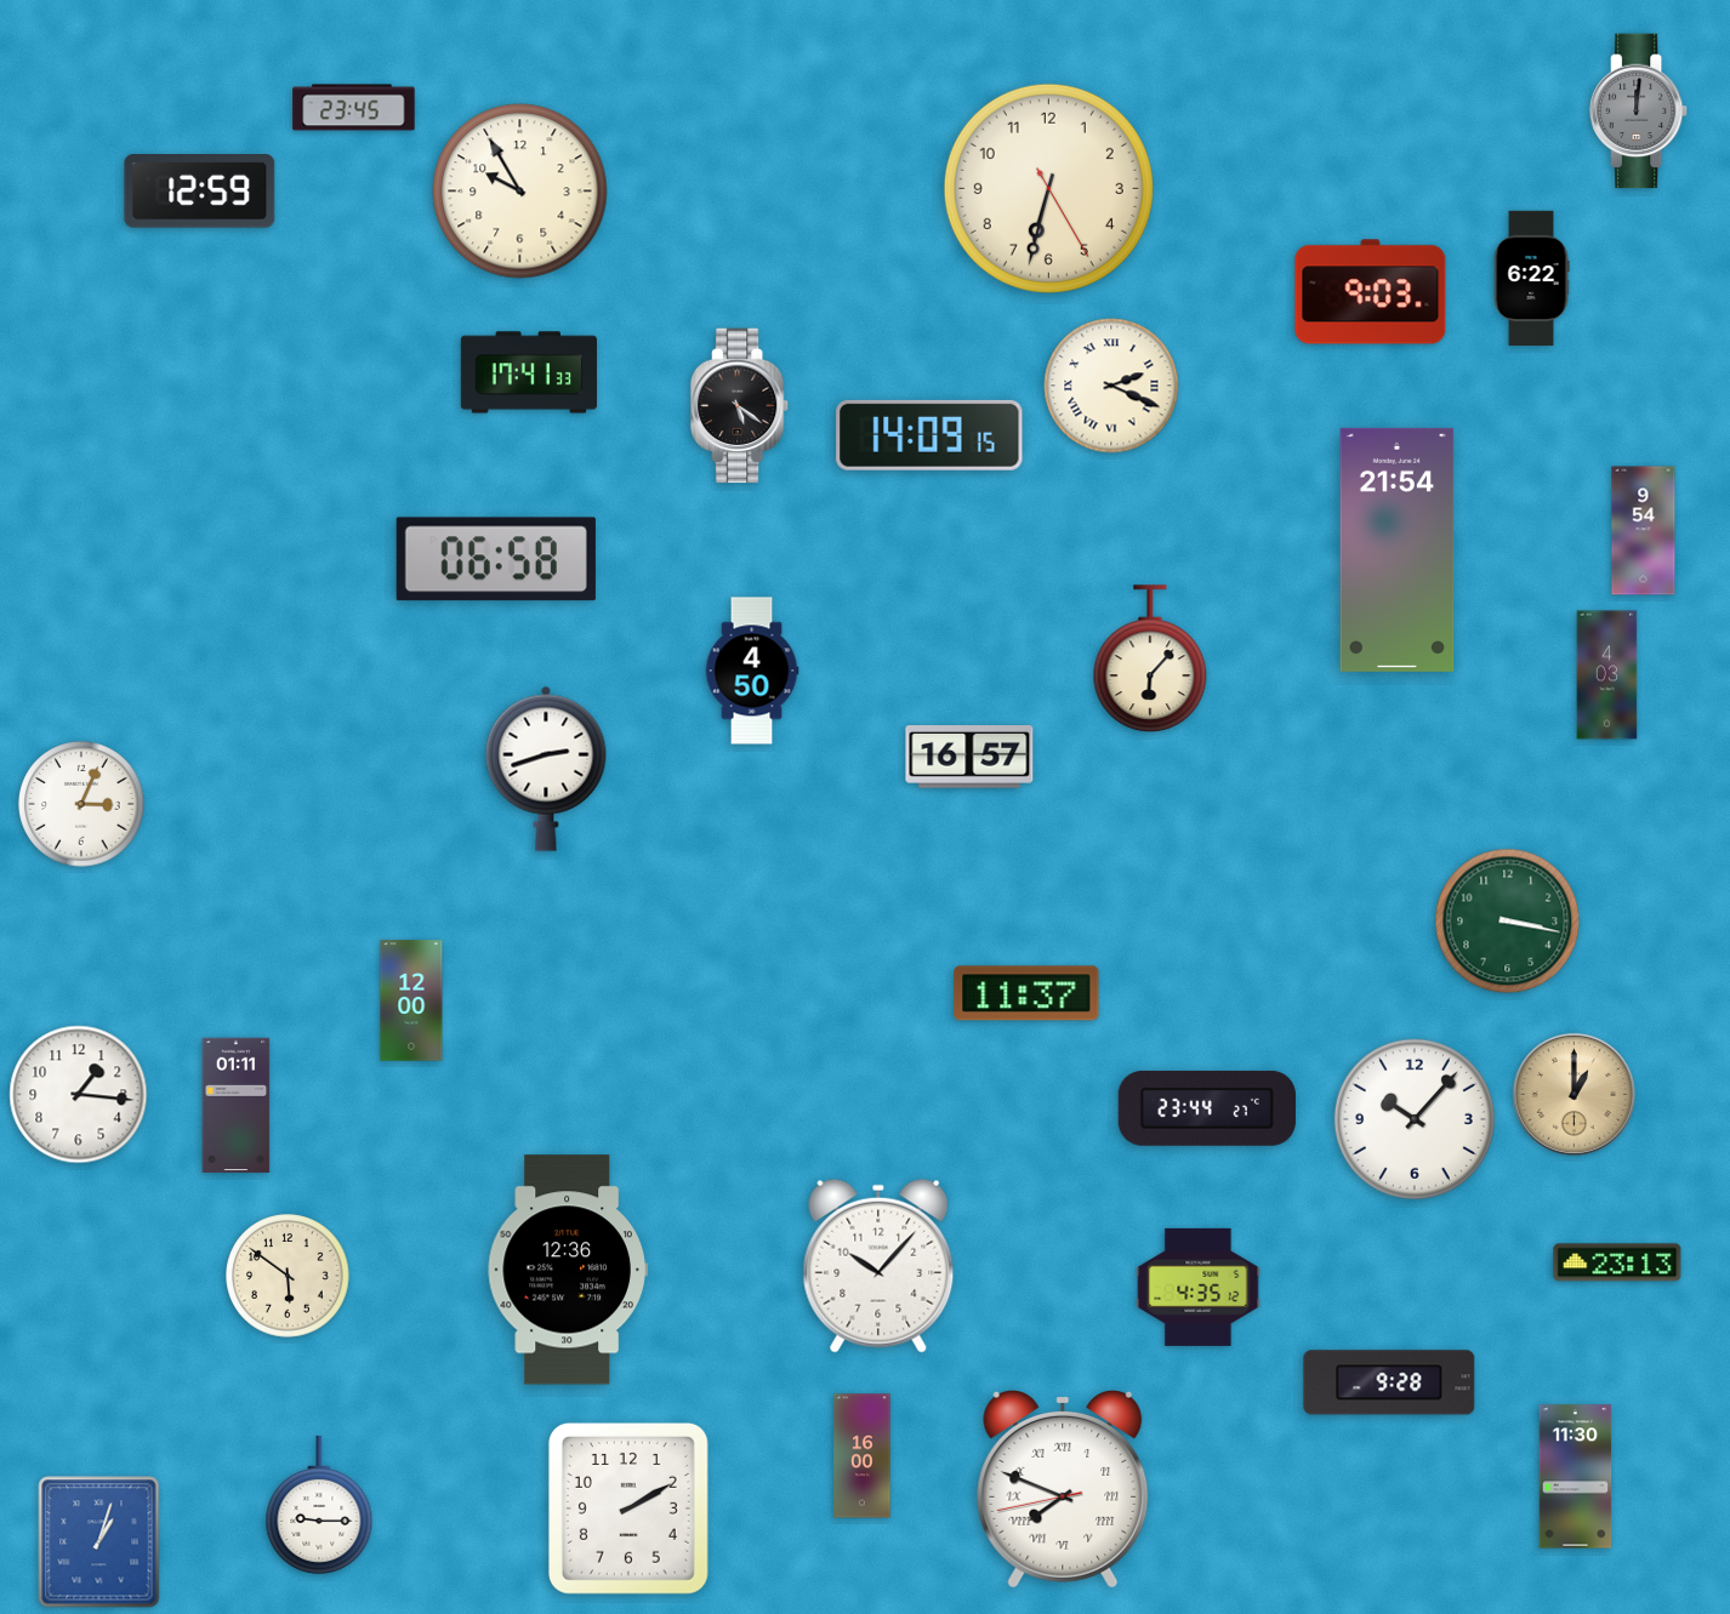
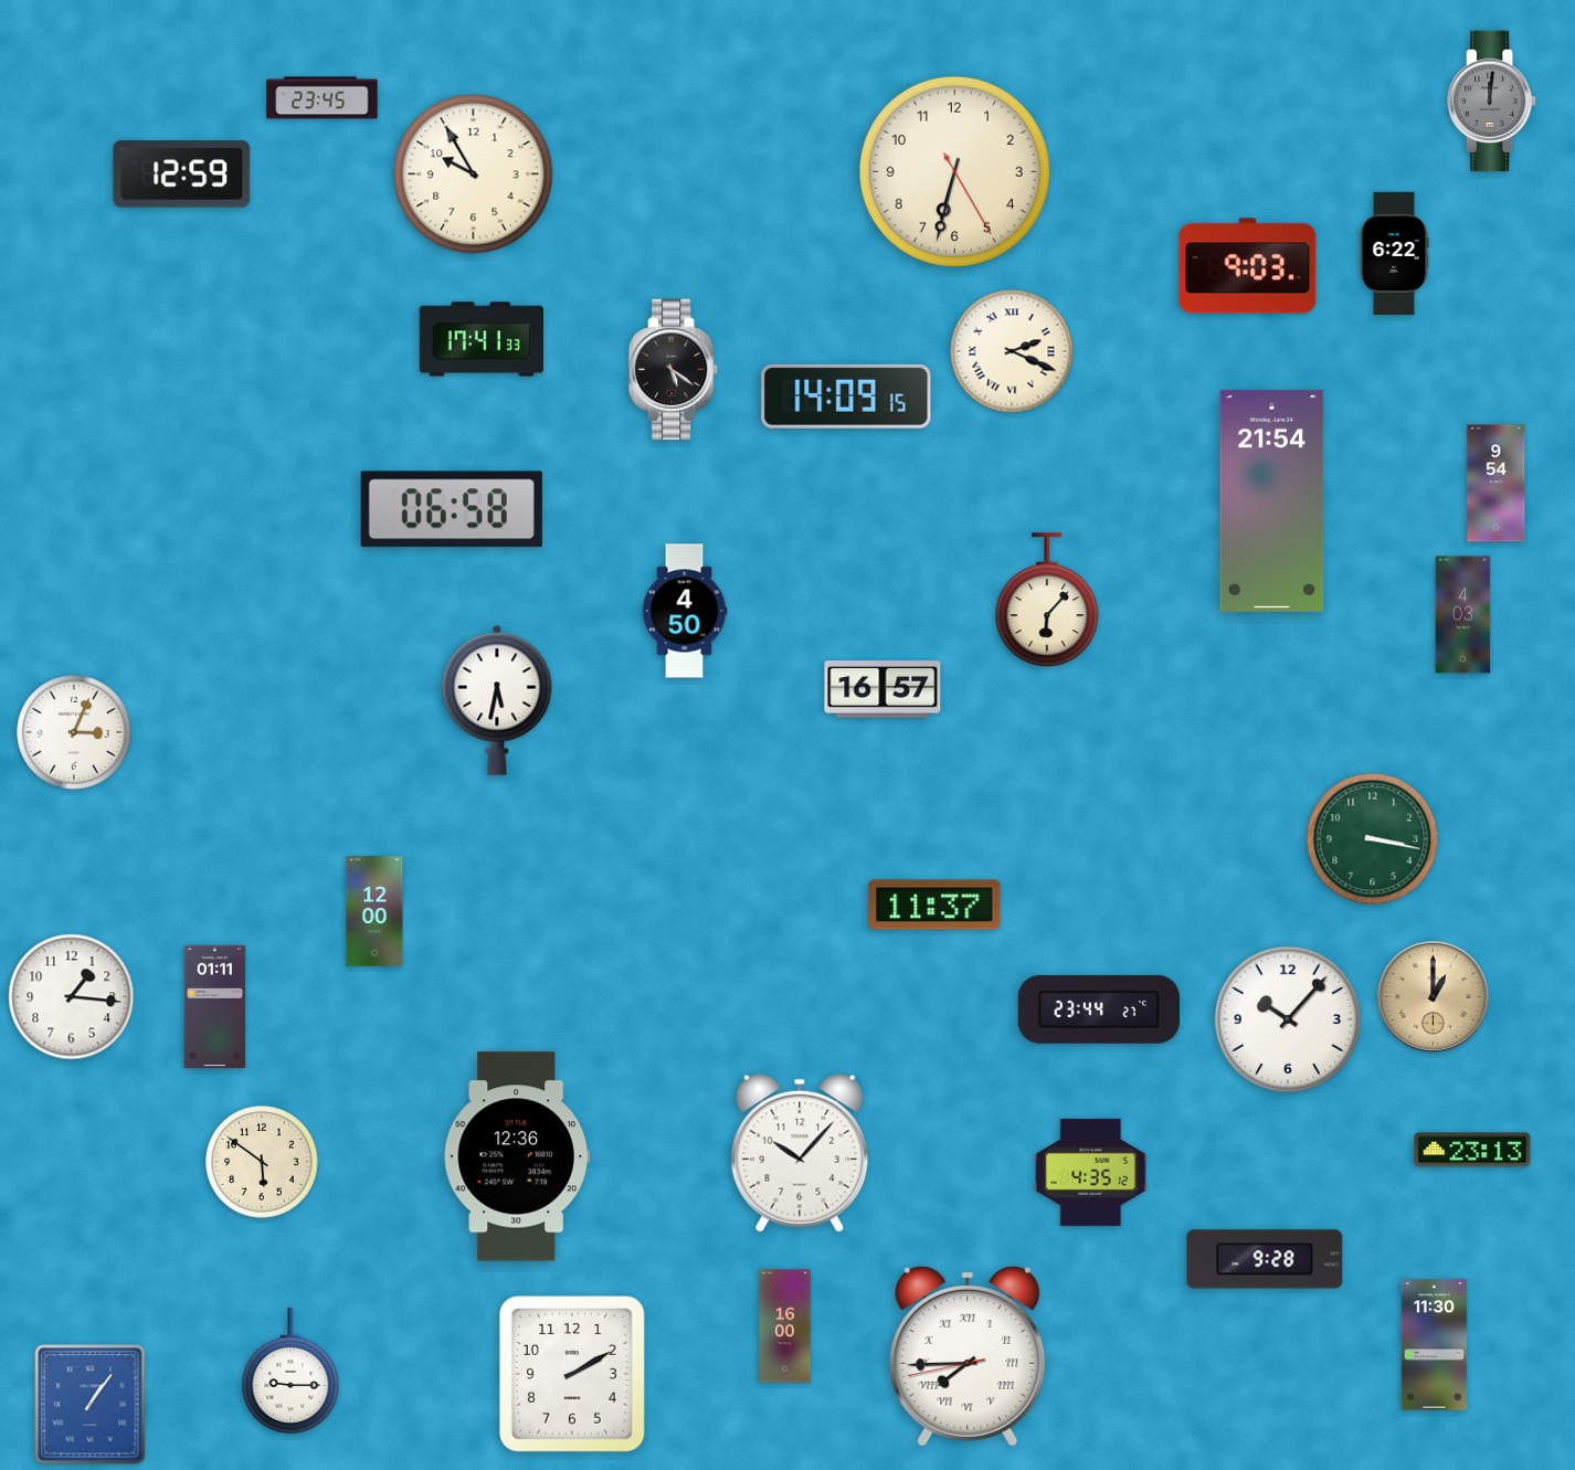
clock at (546, 769): 2:42 -> 5:32
clock at (1063, 1489): 7:48 -> 7:44
clock at (99, 1542): 1:03 -> 1:06
